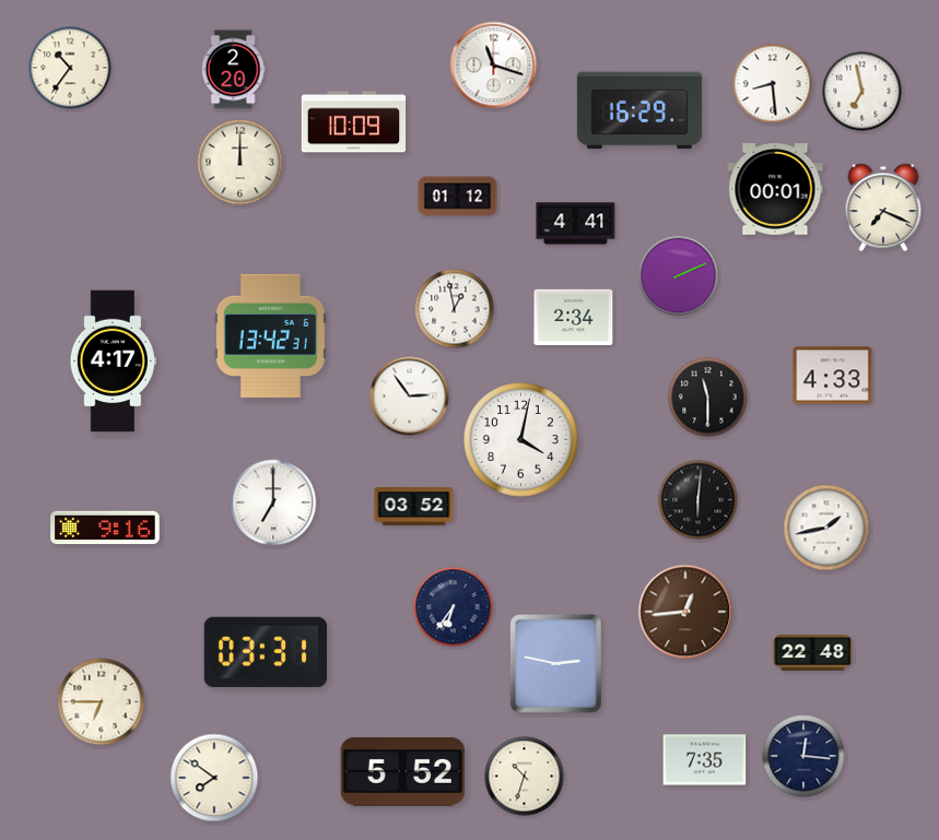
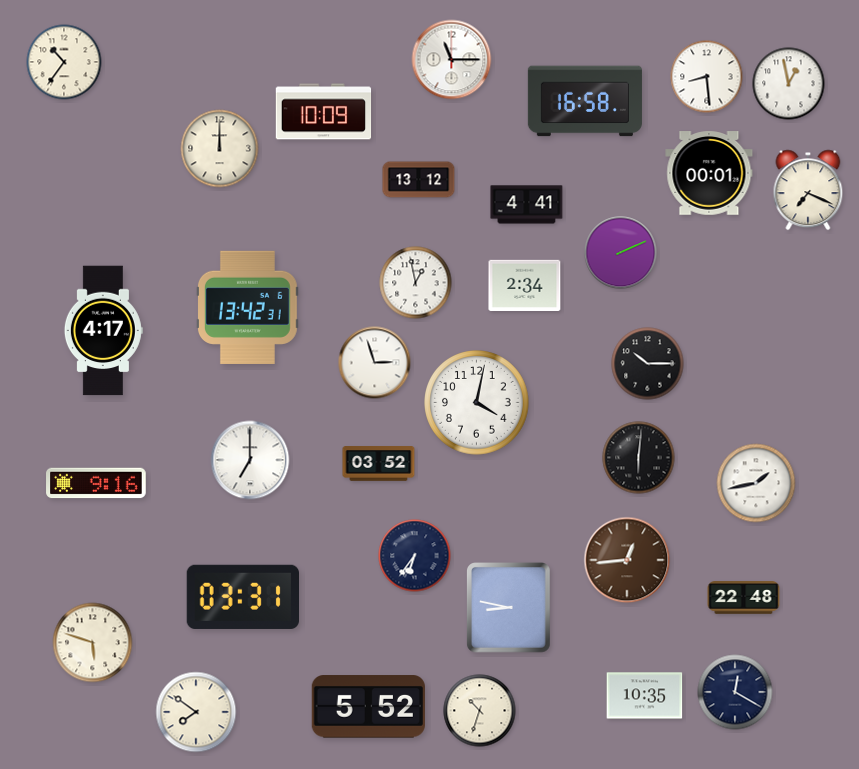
clock at (494, 66): 11:18 -> 11:15
clock at (233, 70): 2:20 -> none
clock at (862, 92): 6:58 -> 12:58
clock at (639, 110): 16:29 -> 16:58
clock at (458, 197): 01:12 -> 13:12
clock at (574, 317) position: (574, 317) -> (525, 285)
clock at (833, 376): 4:33 -> none
clock at (410, 397): 2:54 -> 2:57
clock at (708, 398): 11:30 -> 10:15
clock at (556, 664): 2:47 -> 8:47
clock at (102, 702): 6:45 -> 5:48
clock at (803, 756): 12:16 -> 12:20
clock at (705, 760): 7:35 -> 10:35
